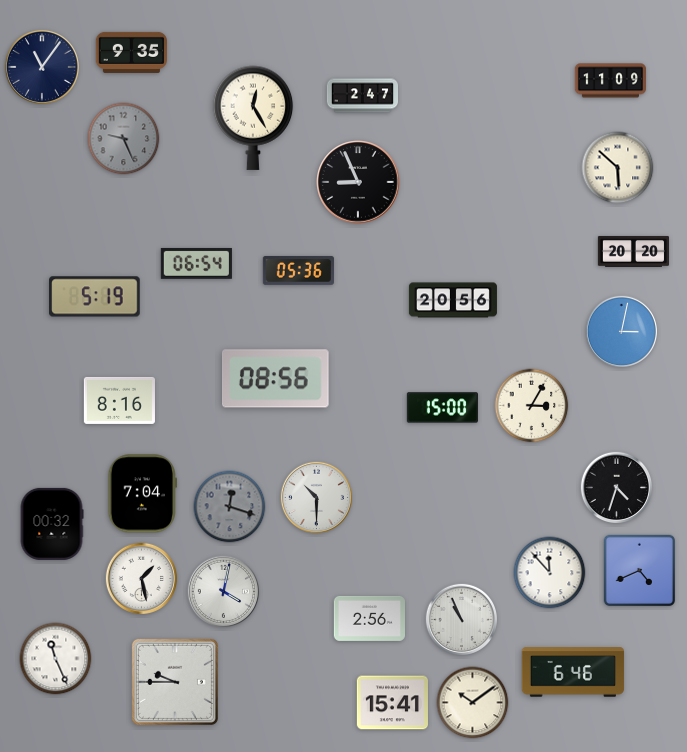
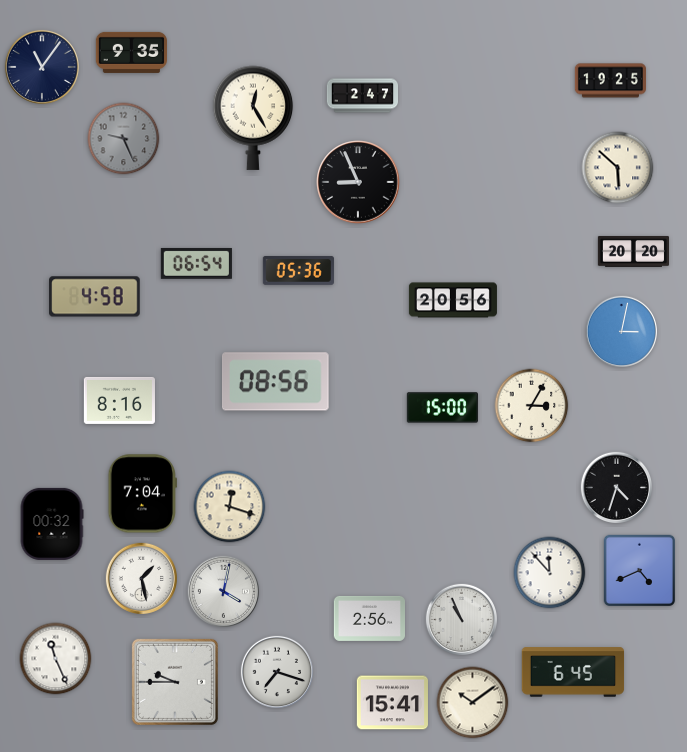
clock at (610, 81): 11:09 -> 19:25
clock at (95, 297): 5:19 -> 4:58
clock at (276, 379) position: (276, 379) -> (276, 382)
clock at (316, 497): 10:30 -> none
clock at (230, 507) dial: grey -> cream
clock at (277, 672): none -> 7:18
clock at (573, 672): 6:46 -> 6:45
